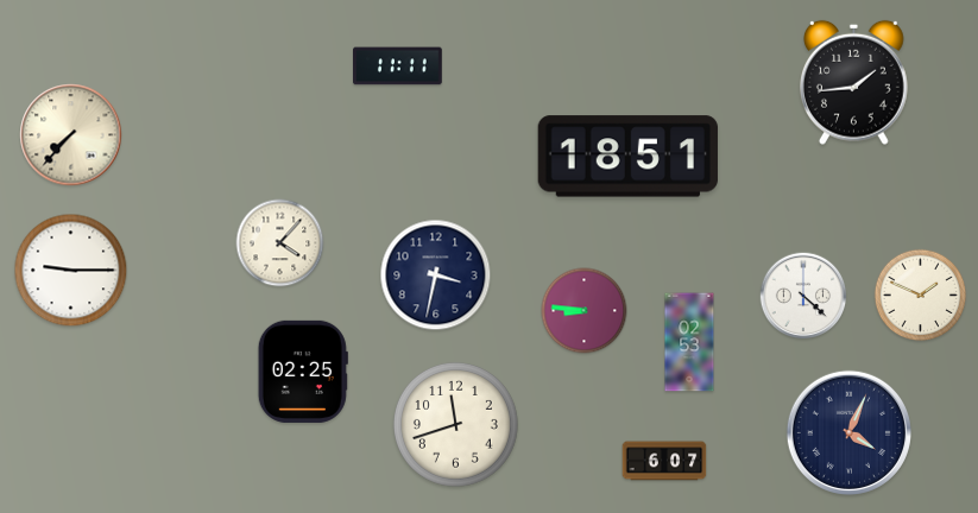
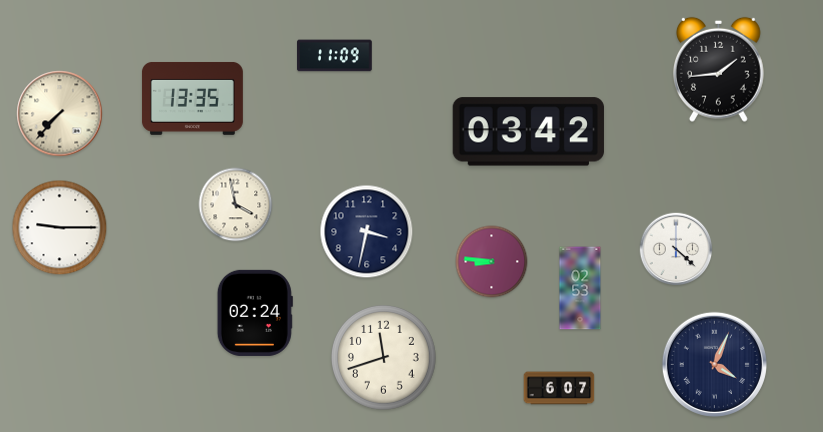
clock at (398, 66): 11:11 -> 11:09
clock at (192, 98): none -> 13:35
clock at (627, 157): 18:51 -> 03:42
clock at (280, 243): 4:07 -> 3:58
clock at (921, 296): 1:49 -> none
clock at (303, 372): 02:25 -> 02:24
